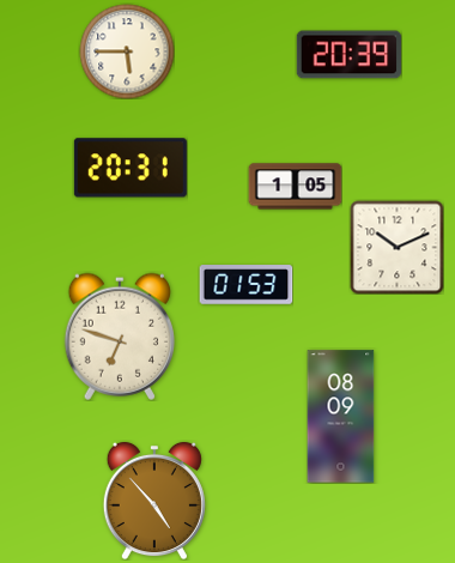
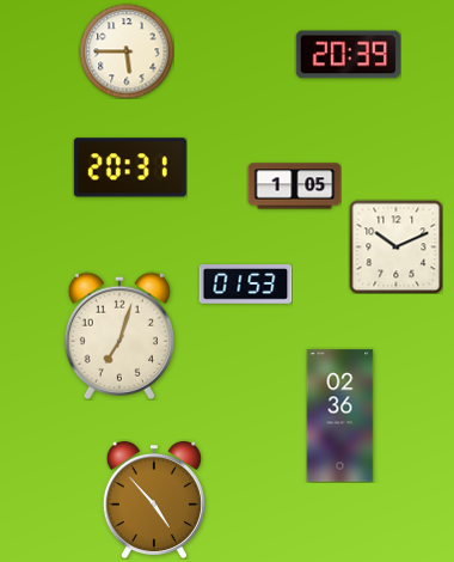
clock at (120, 337): 6:48 -> 7:03
clock at (341, 417): 08:09 -> 02:36
